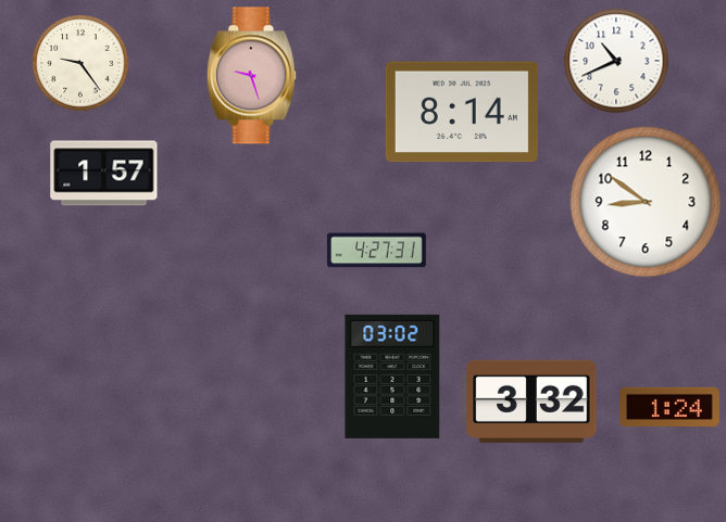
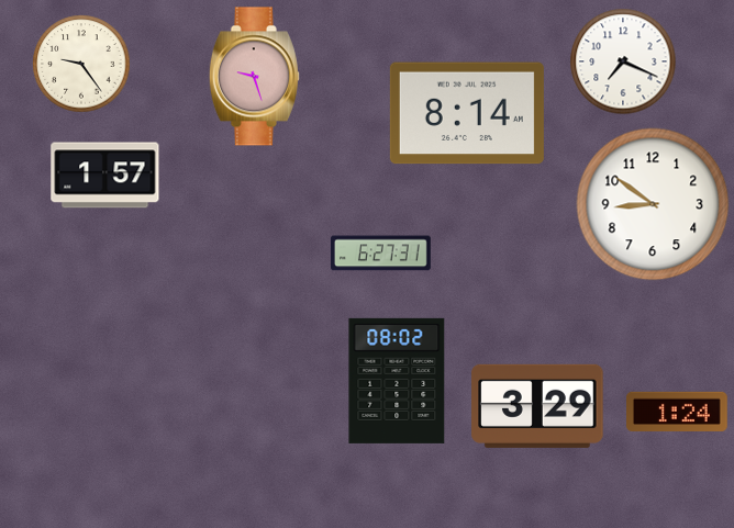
clock at (616, 61): 10:41 -> 7:19
clock at (376, 251): 4:27 -> 6:27
clock at (392, 377): 03:02 -> 08:02
clock at (531, 402): 3:32 -> 3:29
